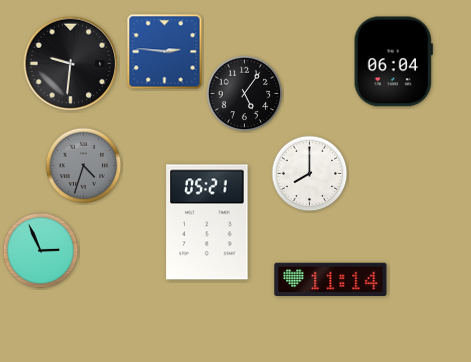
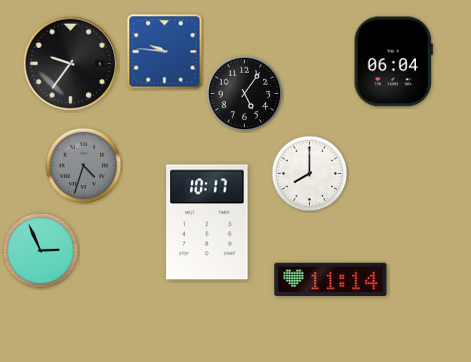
clock at (165, 52): 2:46 -> 9:46
clock at (71, 64): 9:31 -> 9:36
clock at (207, 222): 05:21 -> 10:17
